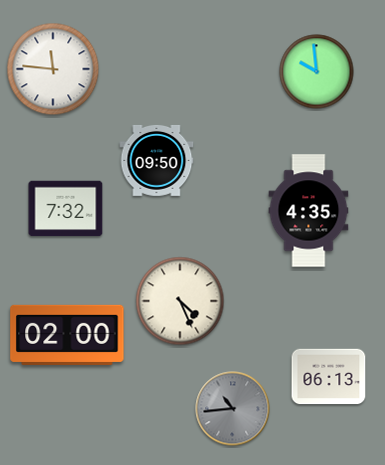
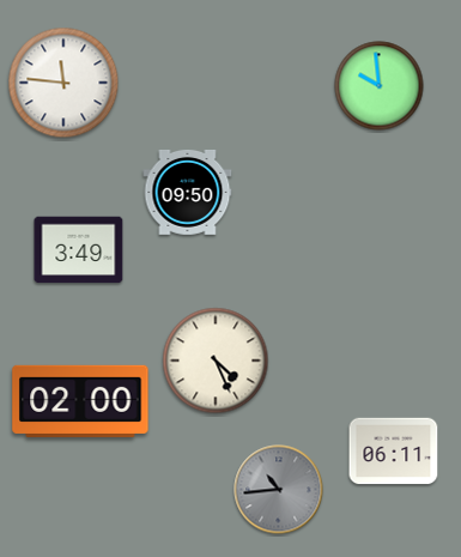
clock at (66, 209): 7:32 -> 3:49
clock at (309, 211): 4:35 -> none
clock at (329, 377): 06:13 -> 06:11
